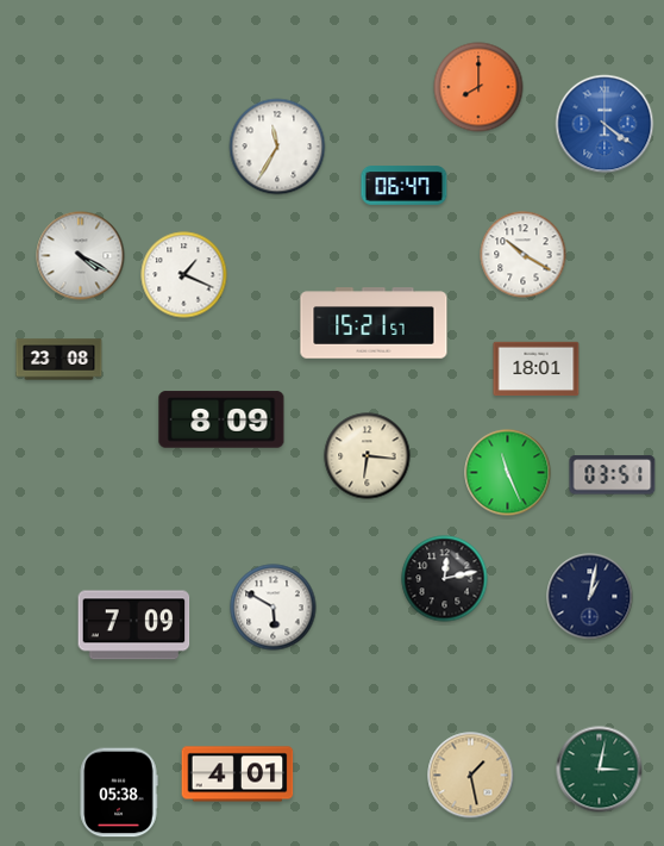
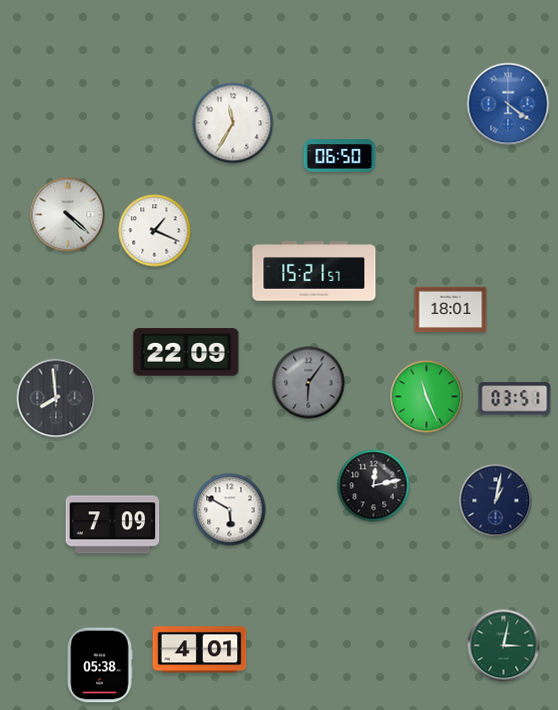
clock at (478, 87): 8:00 -> none
clock at (405, 186): 06:47 -> 06:50
clock at (524, 255): 10:20 -> none
clock at (81, 256): 4:20 -> 4:22
clock at (59, 360): 23:08 -> none
clock at (221, 419): 8:09 -> 22:09
clock at (368, 456): 6:16 -> 6:06
clock at (368, 456) dial: cream -> grey
clock at (56, 398): none -> 7:59
clock at (471, 776): 1:28 -> none
